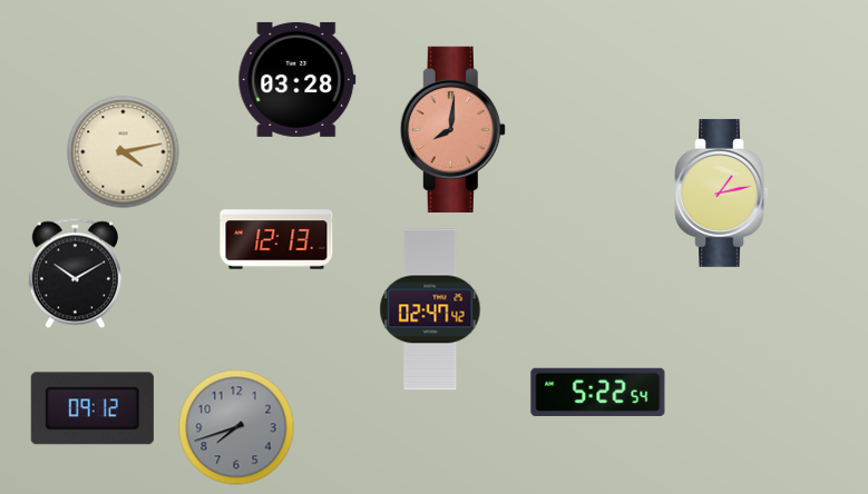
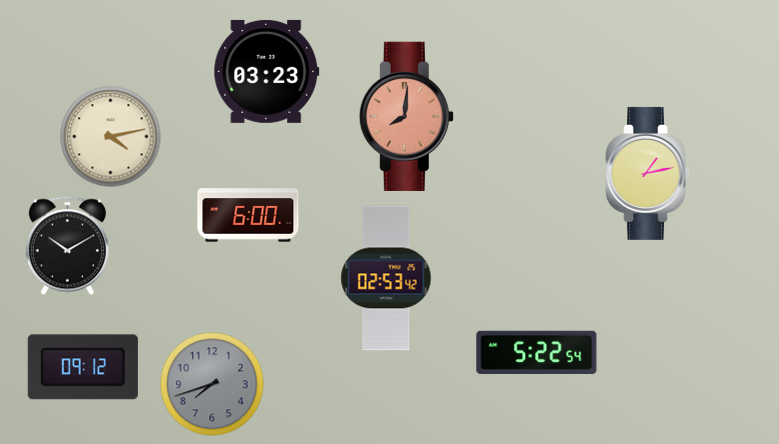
clock at (298, 79): 03:28 -> 03:23
clock at (276, 239): 12:13 -> 6:00
clock at (430, 309): 02:47 -> 02:53
